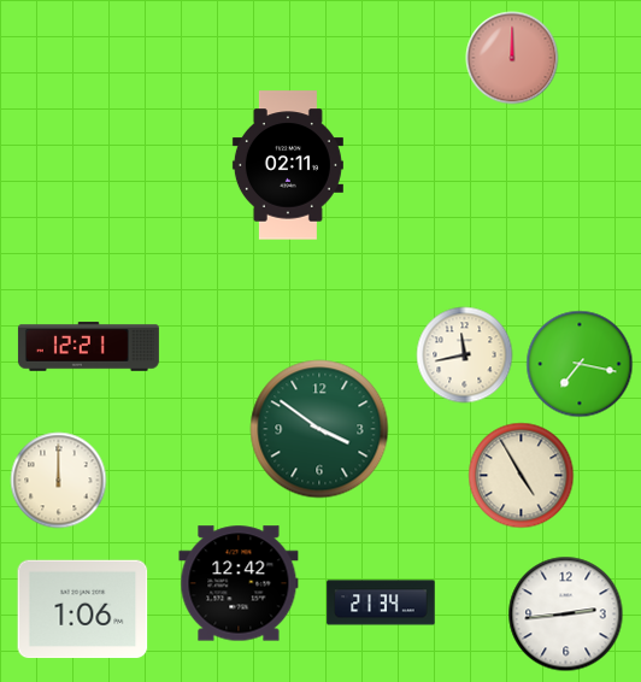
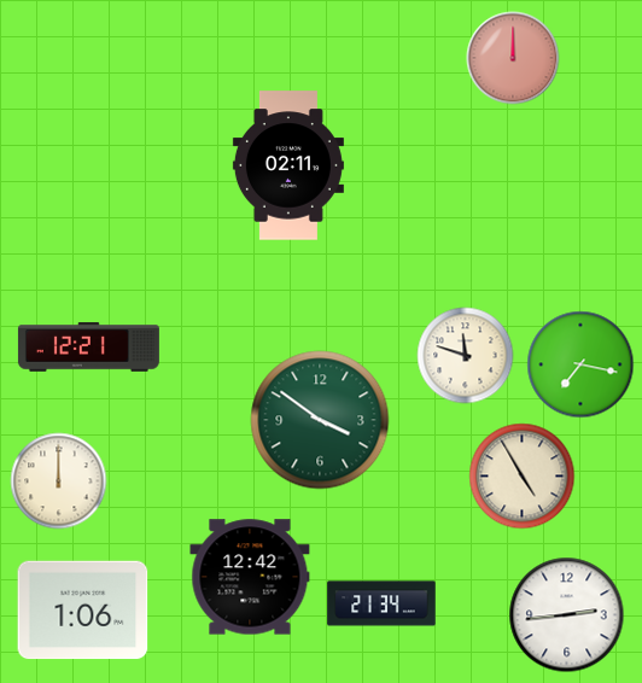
clock at (465, 355): 11:43 -> 11:48
clock at (319, 429) position: (319, 429) -> (320, 420)
clock at (239, 583) position: (239, 583) -> (250, 577)
